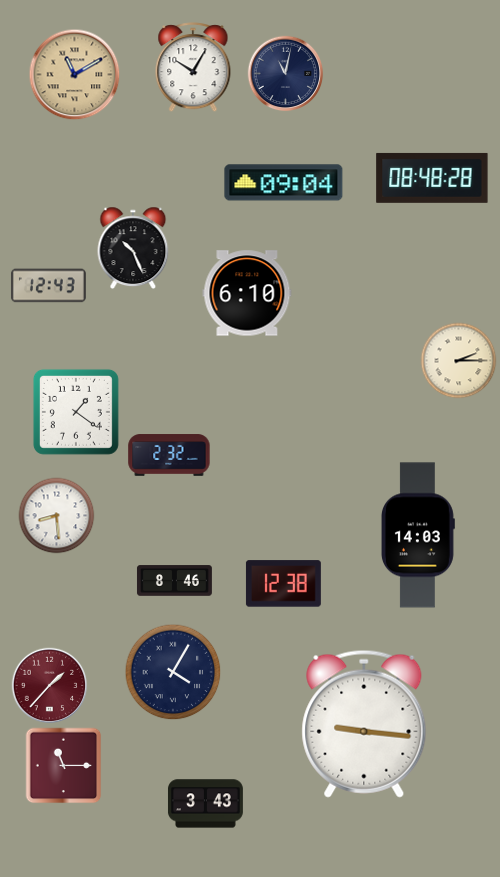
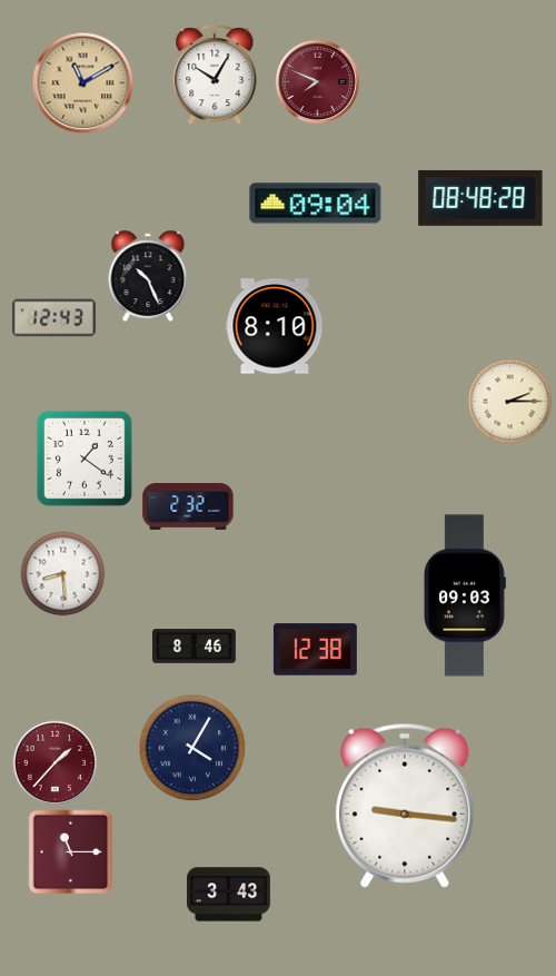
clock at (286, 74): 11:02 -> 7:49
clock at (286, 74) dial: navy -> burgundy
clock at (247, 293): 6:10 -> 8:10
clock at (417, 535): 14:03 -> 09:03
